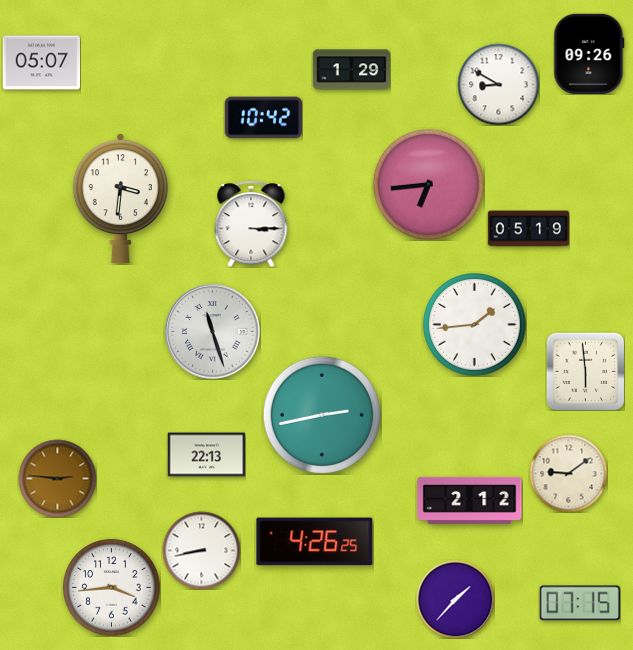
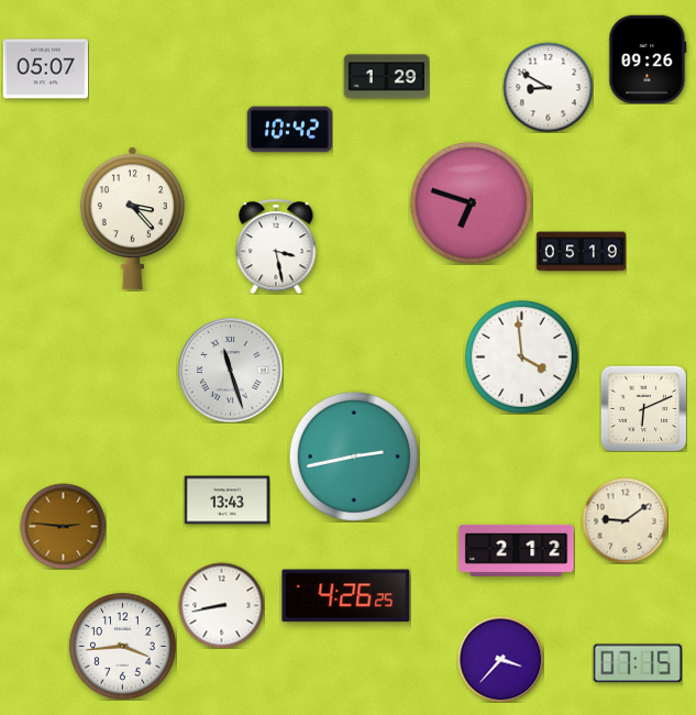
clock at (498, 84) position: (498, 84) -> (548, 87)
clock at (428, 184): 6:44 -> 6:48
clock at (120, 199): 3:31 -> 3:23
clock at (251, 224): 3:15 -> 3:28
clock at (475, 325): 1:44 -> 3:59
clock at (213, 332) position: (213, 332) -> (231, 371)
clock at (585, 371): 5:59 -> 6:11
clock at (206, 455): 22:13 -> 13:43
clock at (455, 599): 1:37 -> 3:37
